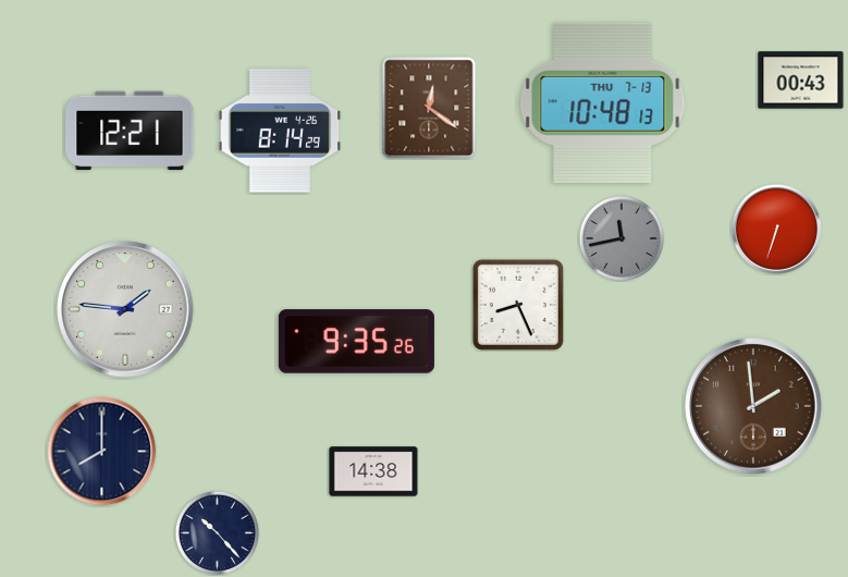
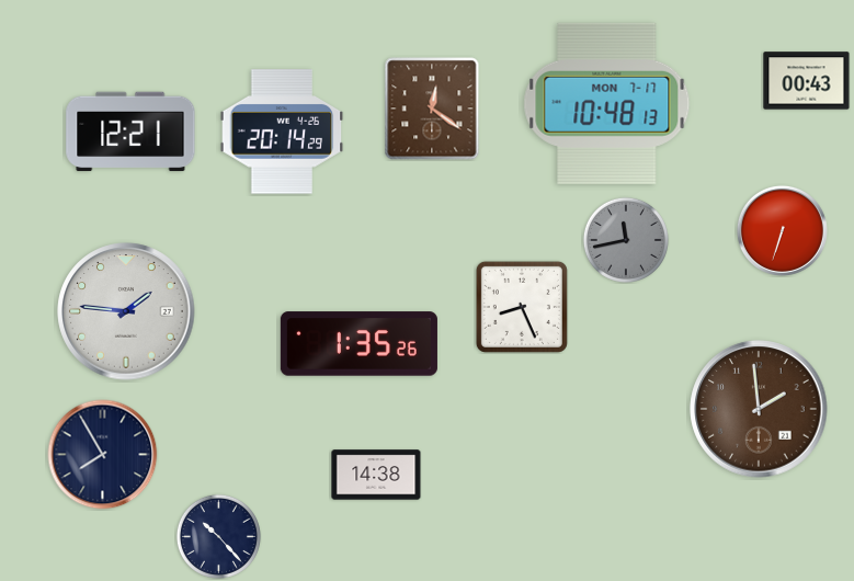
clock at (603, 102) date: THU 7-13 -> MON 7-17
clock at (280, 131): 8:14 -> 20:14
clock at (356, 342): 9:35 -> 1:35
clock at (102, 452): 8:00 -> 7:55
